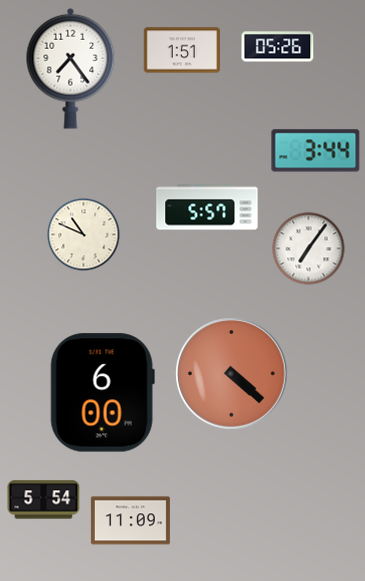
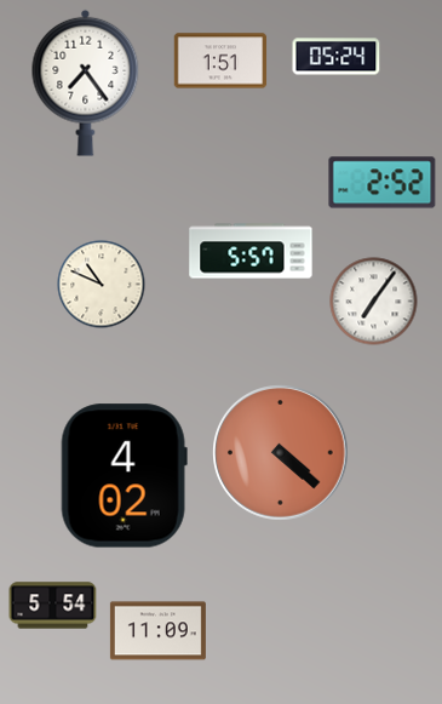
clock at (278, 47): 05:26 -> 05:24
clock at (316, 151): 3:44 -> 2:52
clock at (102, 393): 6:00 -> 4:02
